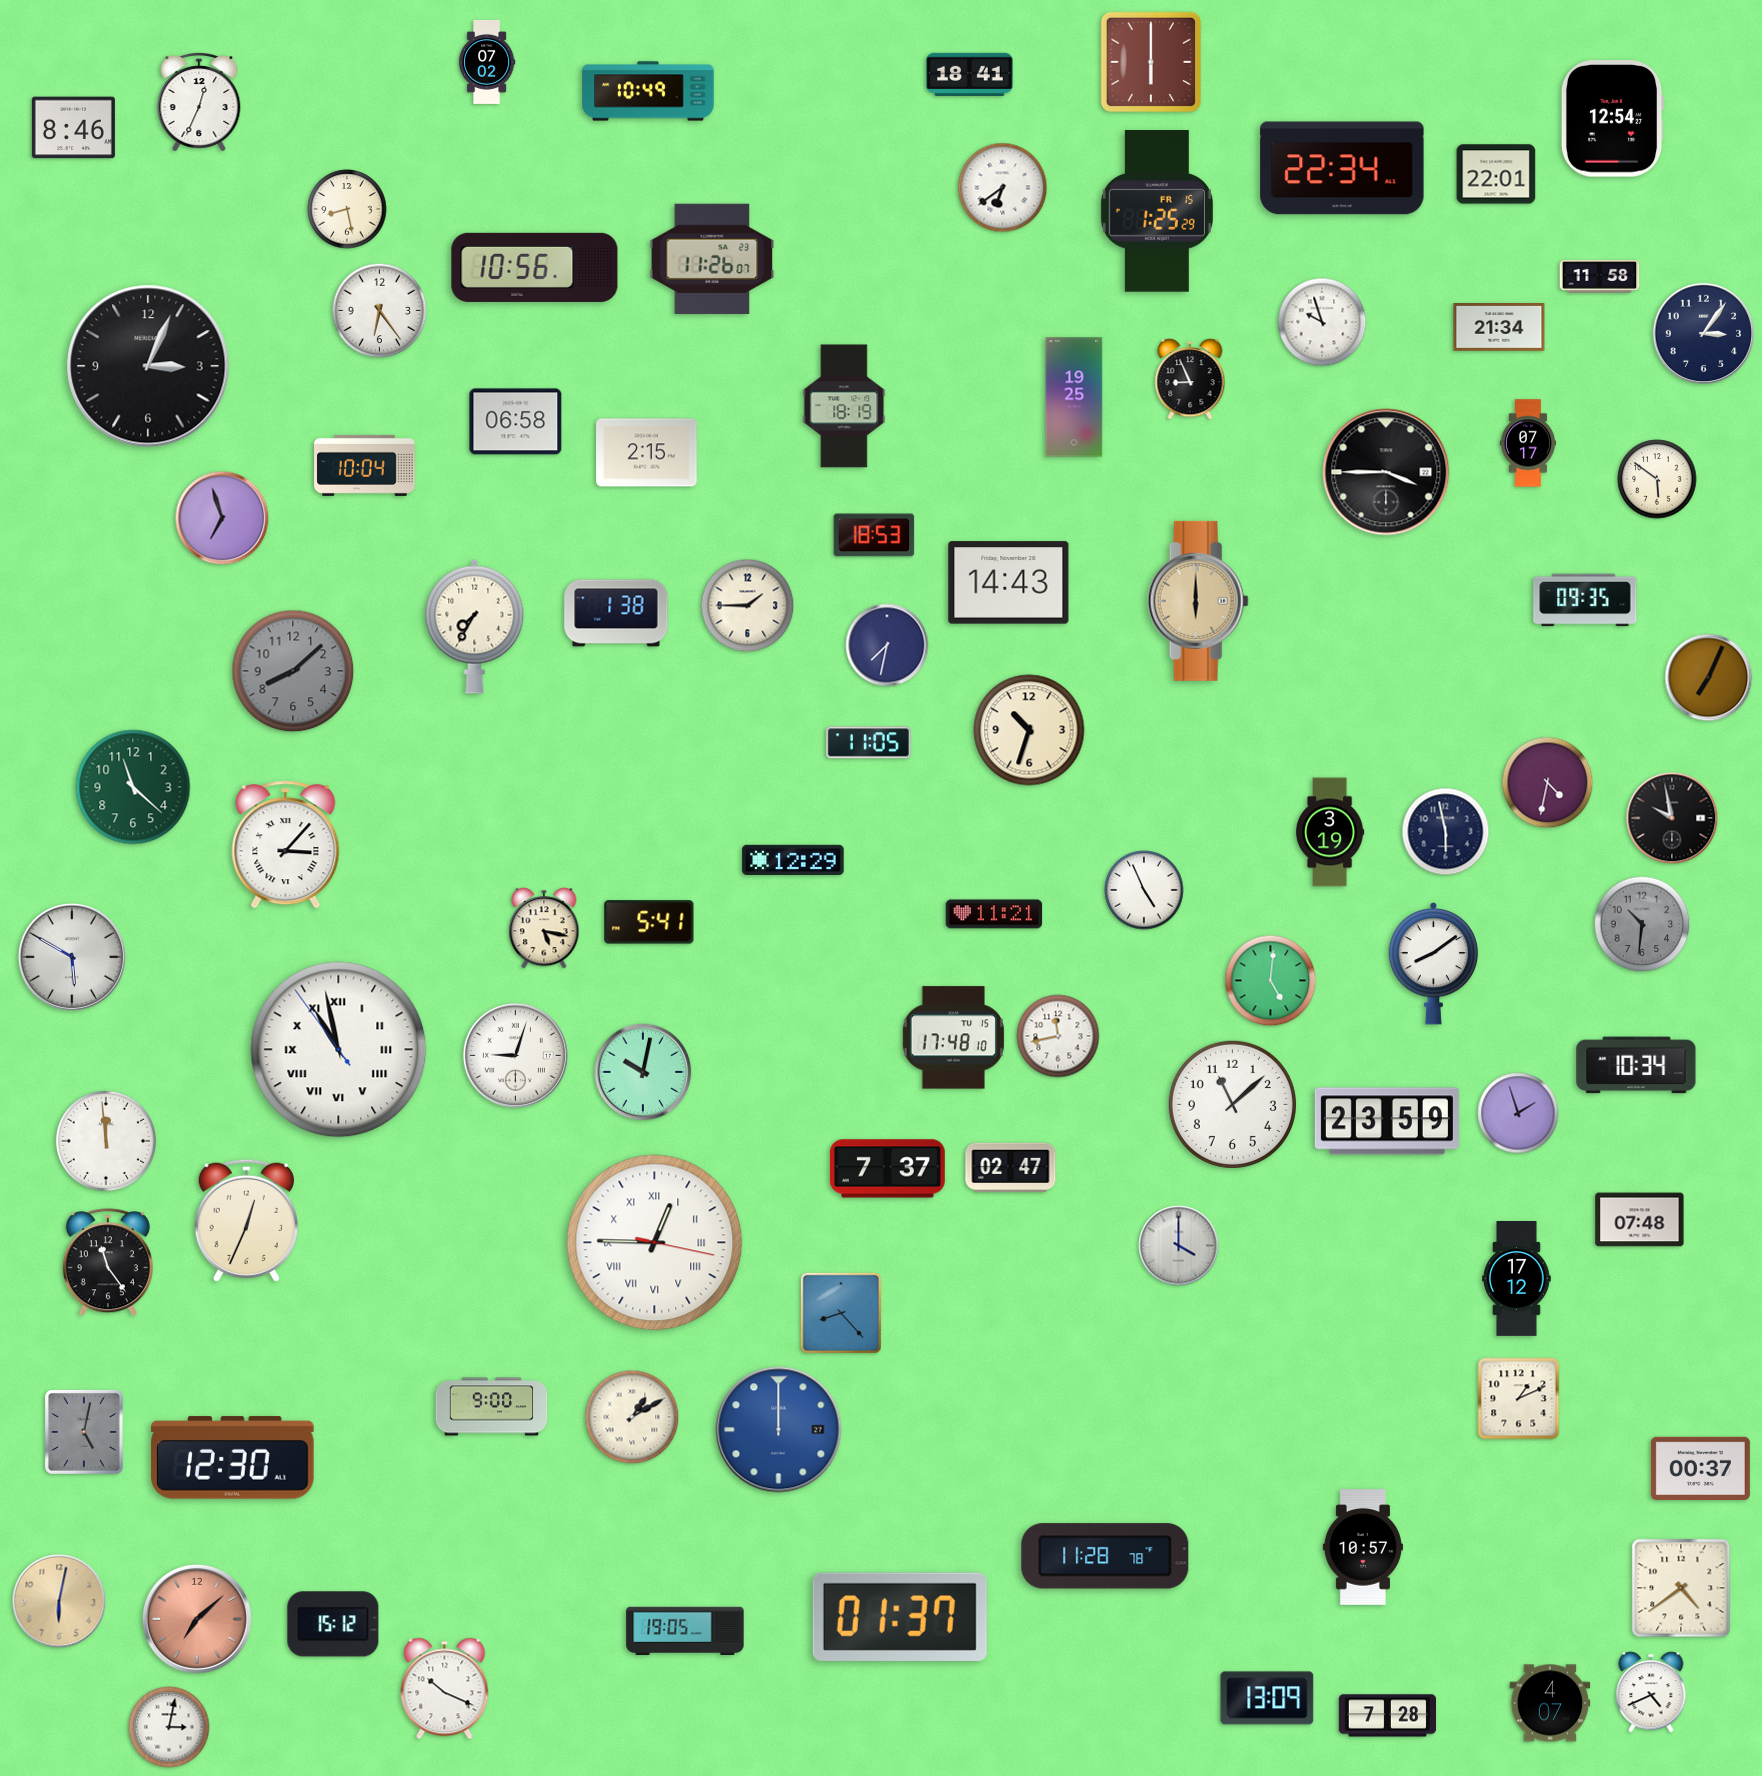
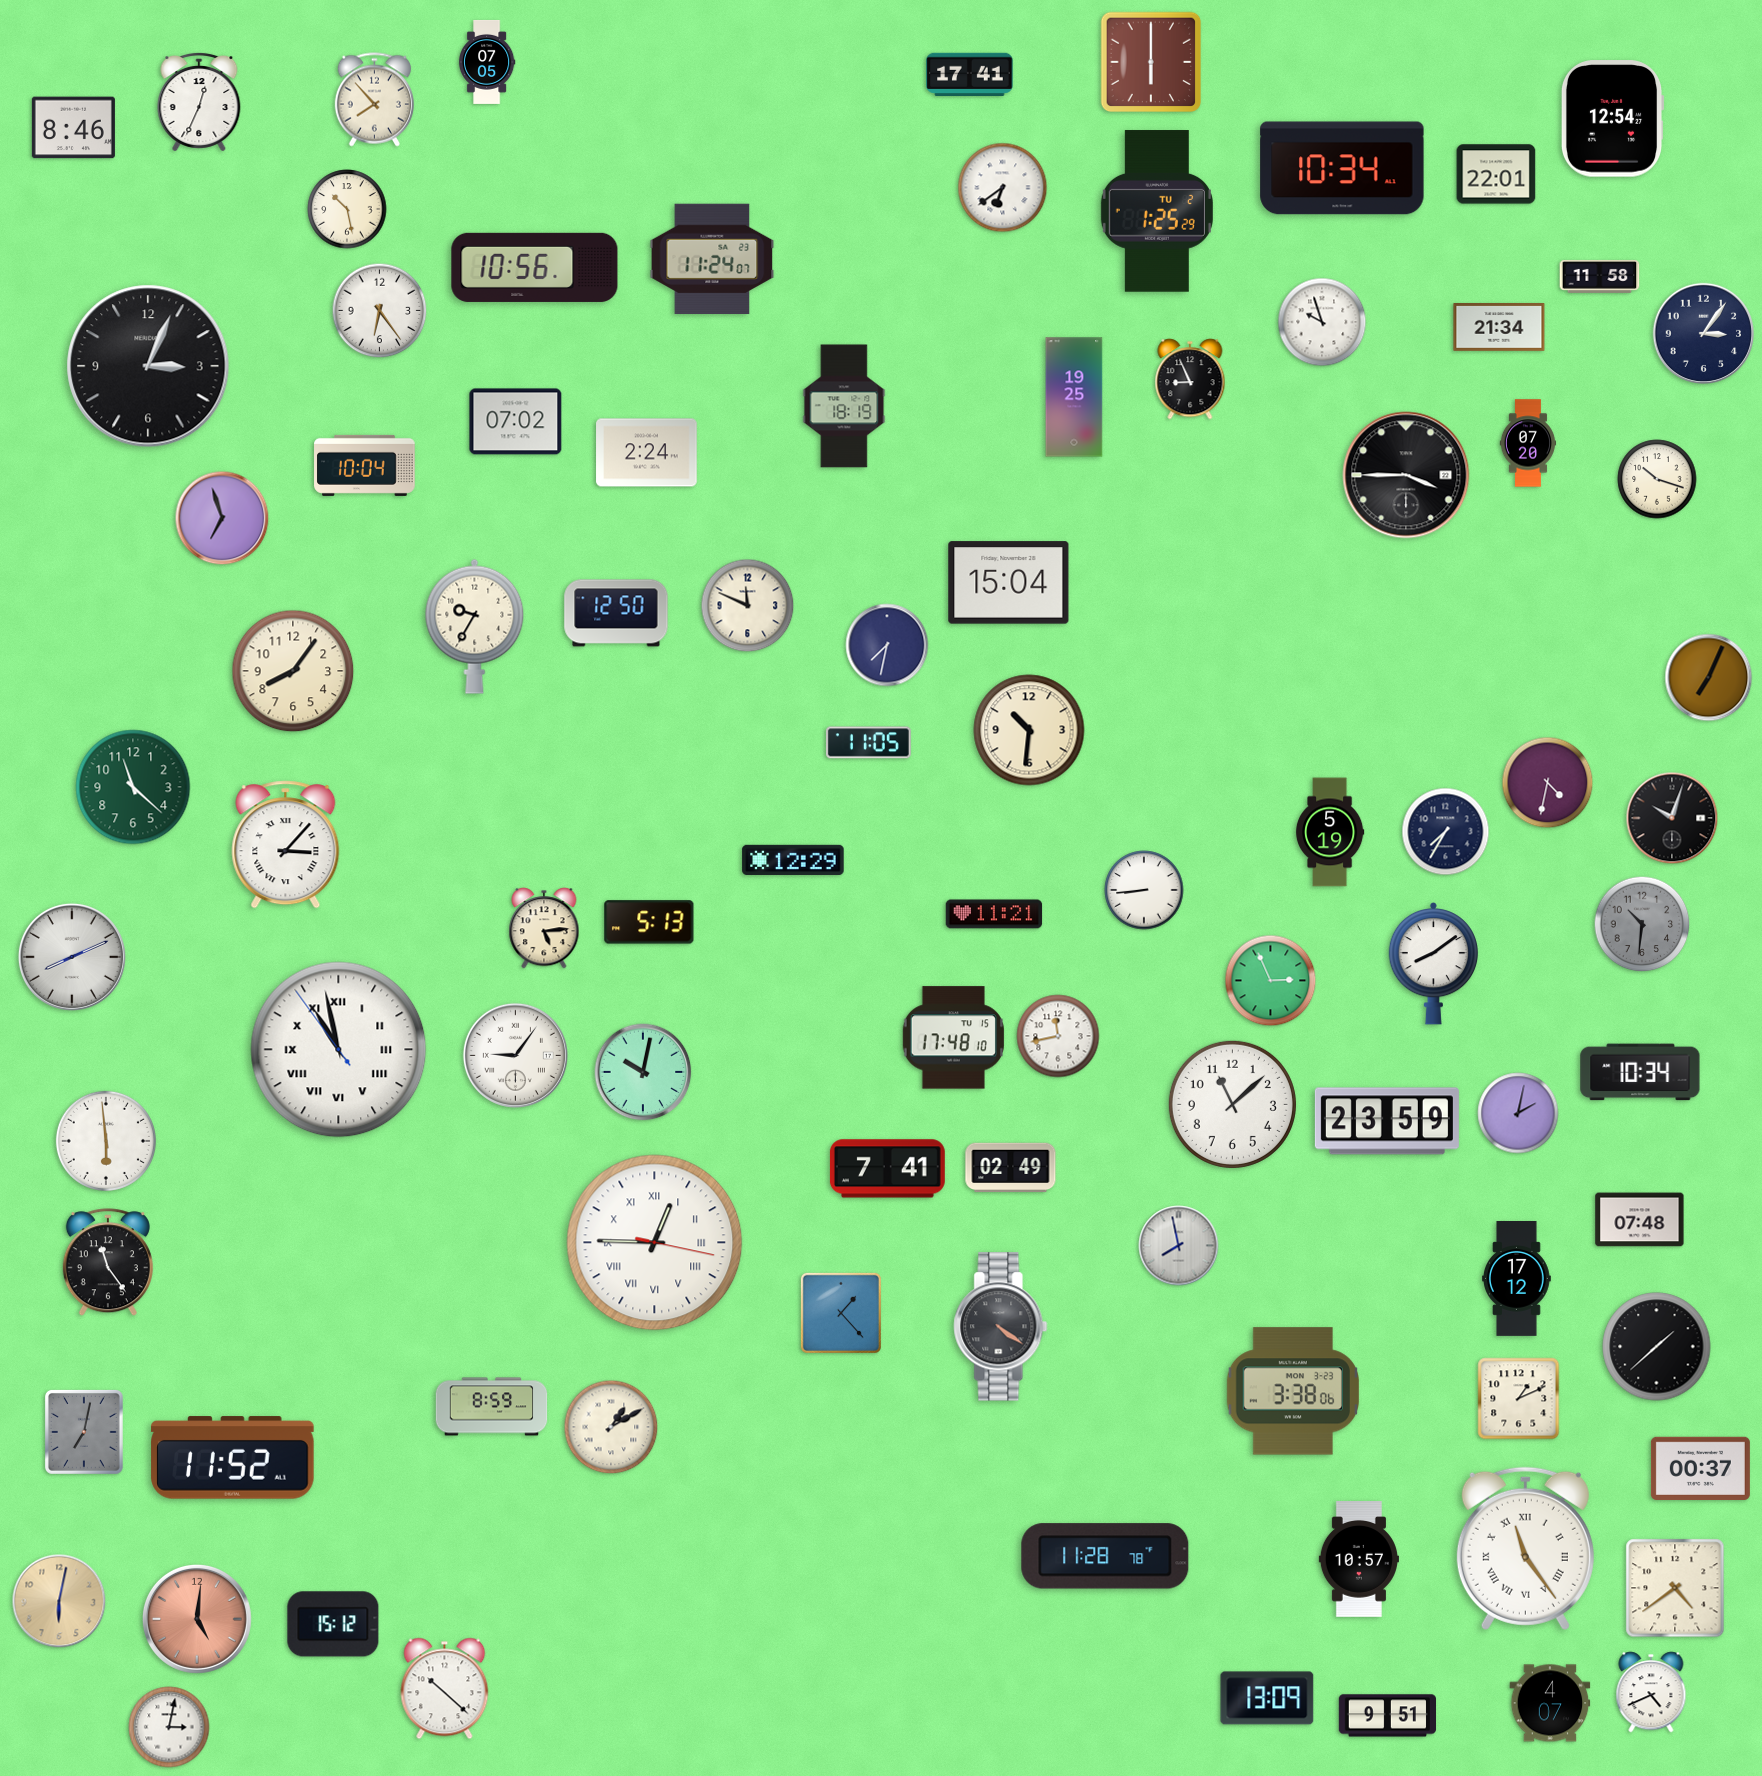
clock at (487, 62): 07:02 -> 07:05
clock at (970, 74): 18:41 -> 17:41
clock at (648, 91): 10:49 -> none
clock at (374, 100): none -> 7:53
clock at (1342, 168): 22:34 -> 10:34
clock at (347, 209): 8:28 -> 10:28
clock at (1157, 211) date: FR 15 -> TU 2
clock at (712, 258): 11:26 -> 11:24
clock at (516, 422): 06:58 -> 07:02
clock at (1528, 443): 07:17 -> 07:20
clock at (647, 453): 2:15 -> 2:24
clock at (1386, 472) position: (1386, 472) -> (1406, 475)
clock at (1657, 479): 5:51 -> 10:18
clock at (874, 535): 18:53 -> none
clock at (1009, 583): 14:43 -> 15:04
clock at (1585, 600): 09:35 -> none
clock at (1198, 601): 6:00 -> none
clock at (748, 606): 1:45 -> 11:49
clock at (616, 613): 1:38 -> 12:50
clock at (475, 626): 7:35 -> 9:35
clock at (293, 671): 8:08 -> 8:06
clock at (293, 671) dial: grey -> cream
clock at (1029, 730): 10:33 -> 10:31
clock at (1672, 818): 9:58 -> 10:03
clock at (1330, 832): 3:19 -> 5:19
clock at (1446, 832): 5:58 -> 7:35
clock at (1144, 890): 4:56 -> 8:44
clock at (649, 922): 5:41 -> 5:13
clock at (544, 928): 5:17 -> 5:14
clock at (72, 957): 5:50 -> 8:11
clock at (1271, 981): 5:01 -> 2:56
clock at (515, 1055): 9:03 -> 9:06
clock at (1636, 1065) position: (1636, 1065) -> (1640, 1072)
clock at (1518, 1113): 1:57 -> 2:02
clock at (106, 1141): 11:59 -> 5:59
clock at (1011, 1168): 02:47 -> 02:49
clock at (887, 1169): 7:37 -> 7:41
clock at (246, 1220): 12:34 -> none
clock at (1179, 1246): 4:00 -> 7:58
clock at (841, 1313): 8:23 -> 1:23
clock at (1001, 1327): none -> 4:21
clock at (1657, 1347): none -> 1:38
clock at (1293, 1391): none -> 3:38
clock at (492, 1407): 9:00 -> 8:59
clock at (632, 1417) position: (632, 1417) -> (611, 1427)
clock at (779, 1430): 12:00 -> none
clock at (84, 1432): 5:02 -> 7:02
clock at (233, 1458): 12:30 -> 11:52
clock at (1363, 1547) position: (1363, 1547) -> (1359, 1559)
clock at (1525, 1548): none -> 11:24
clock at (1681, 1588) position: (1681, 1588) -> (1675, 1588)
clock at (900, 1617): 01:37 -> none
clock at (197, 1619): 7:08 -> 5:01
clock at (685, 1630): 19:05 -> none
clock at (445, 1689): 10:19 -> 10:22
clock at (1387, 1716): 7:28 -> 9:51
